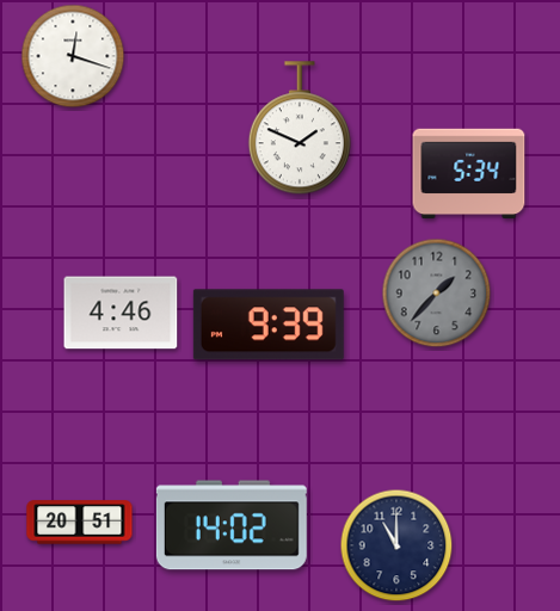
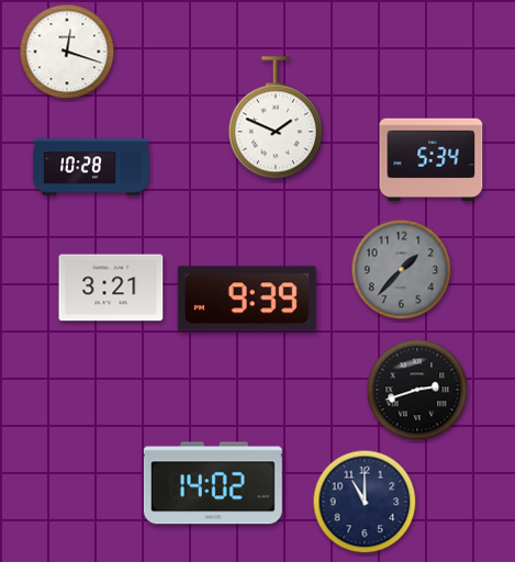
clock at (91, 167): none -> 10:28
clock at (121, 313): 4:46 -> 3:21
clock at (417, 390): none -> 2:42
clock at (80, 523): 20:51 -> none
